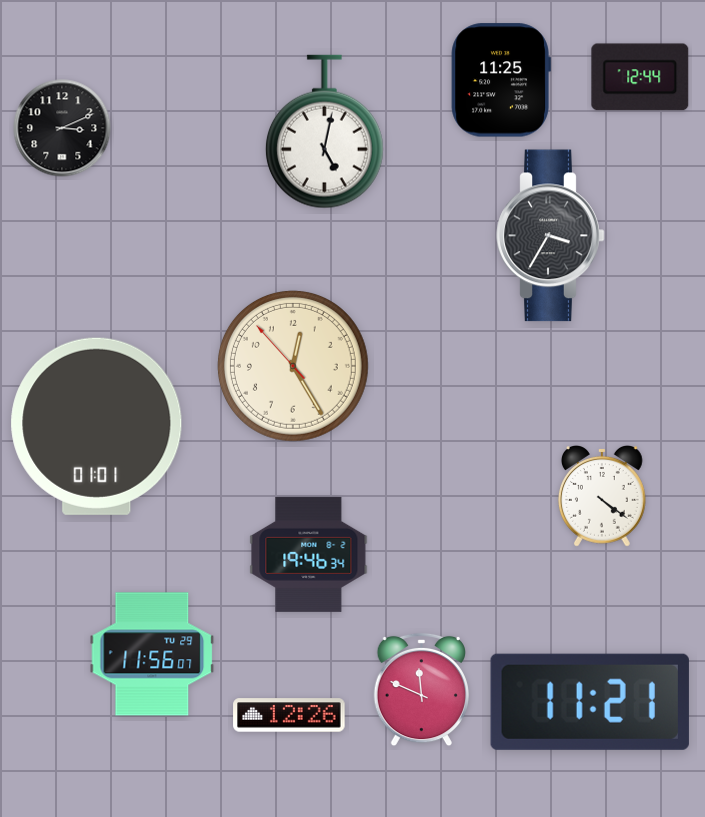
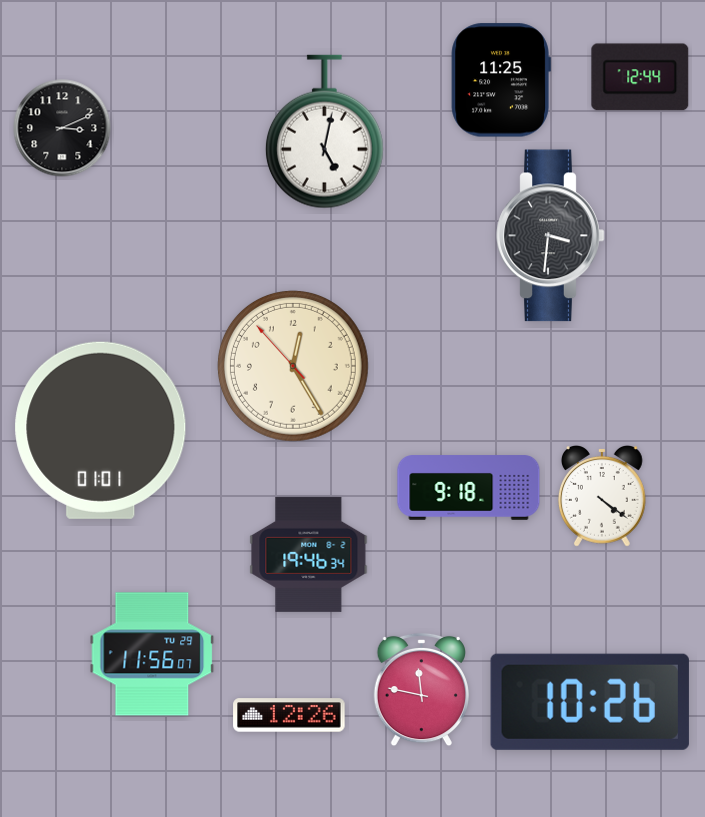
clock at (551, 236): 3:35 -> 3:31
clock at (97, 426) position: (97, 426) -> (101, 430)
clock at (469, 488): none -> 9:18
clock at (421, 690): 11:49 -> 11:47
clock at (590, 702): 11:21 -> 10:26
